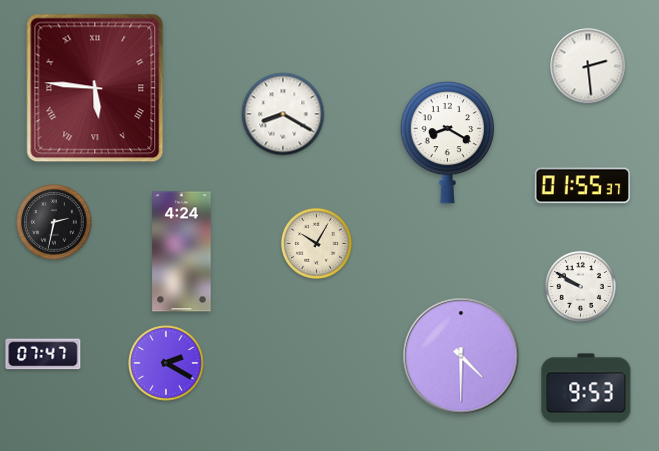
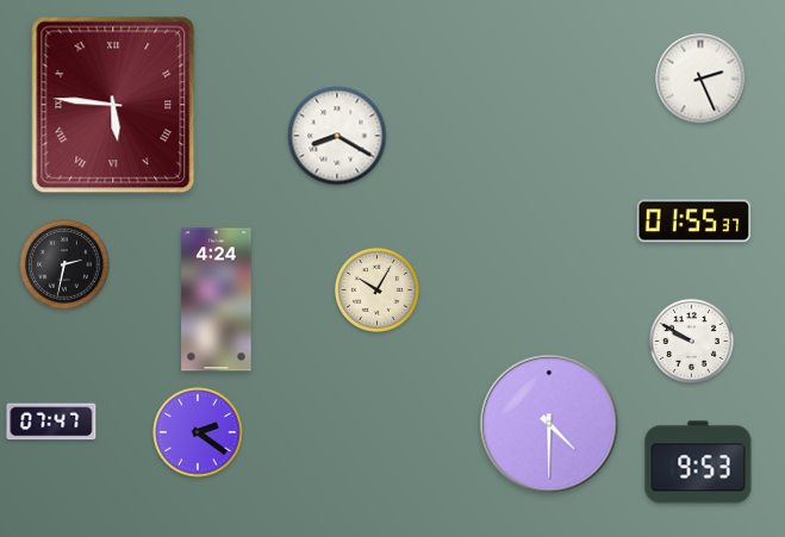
clock at (588, 66): 2:29 -> 2:26
clock at (447, 142): 8:20 -> none
clock at (166, 363): 2:20 -> 2:21
